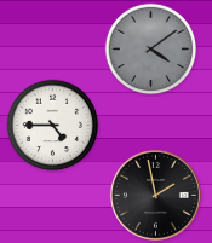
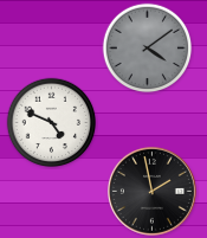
clock at (53, 126): 4:45 -> 4:49
